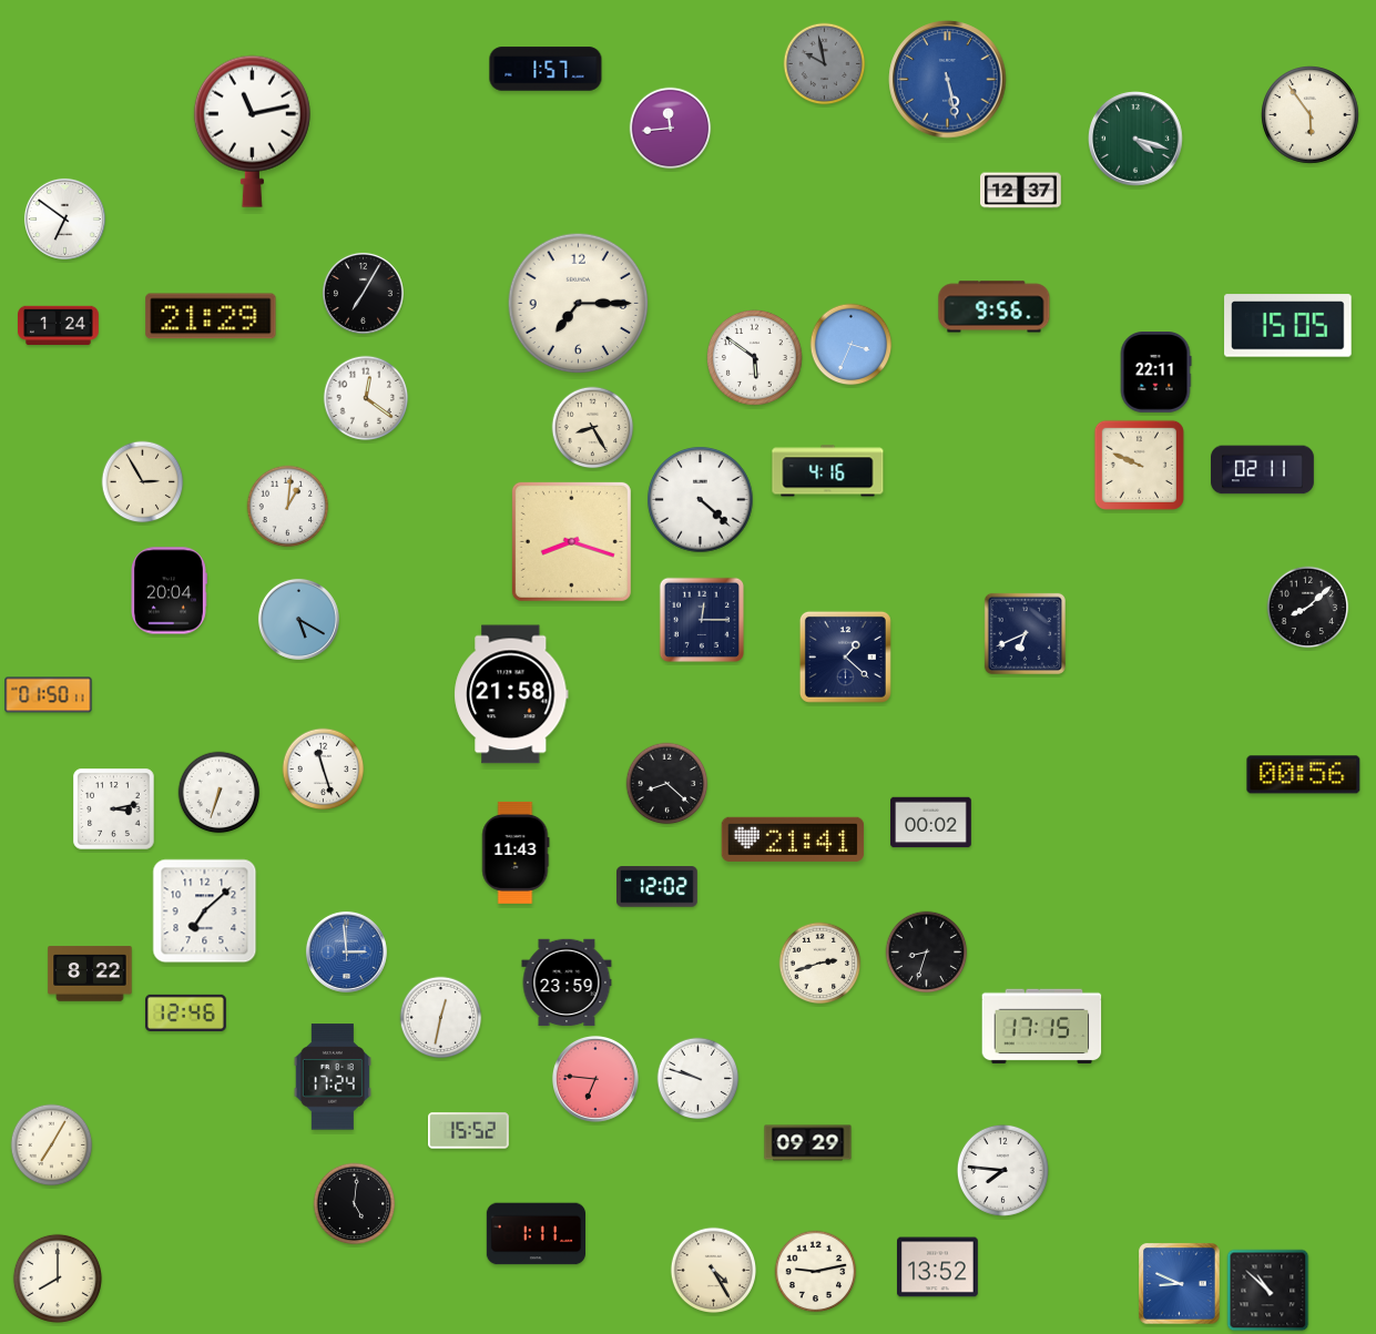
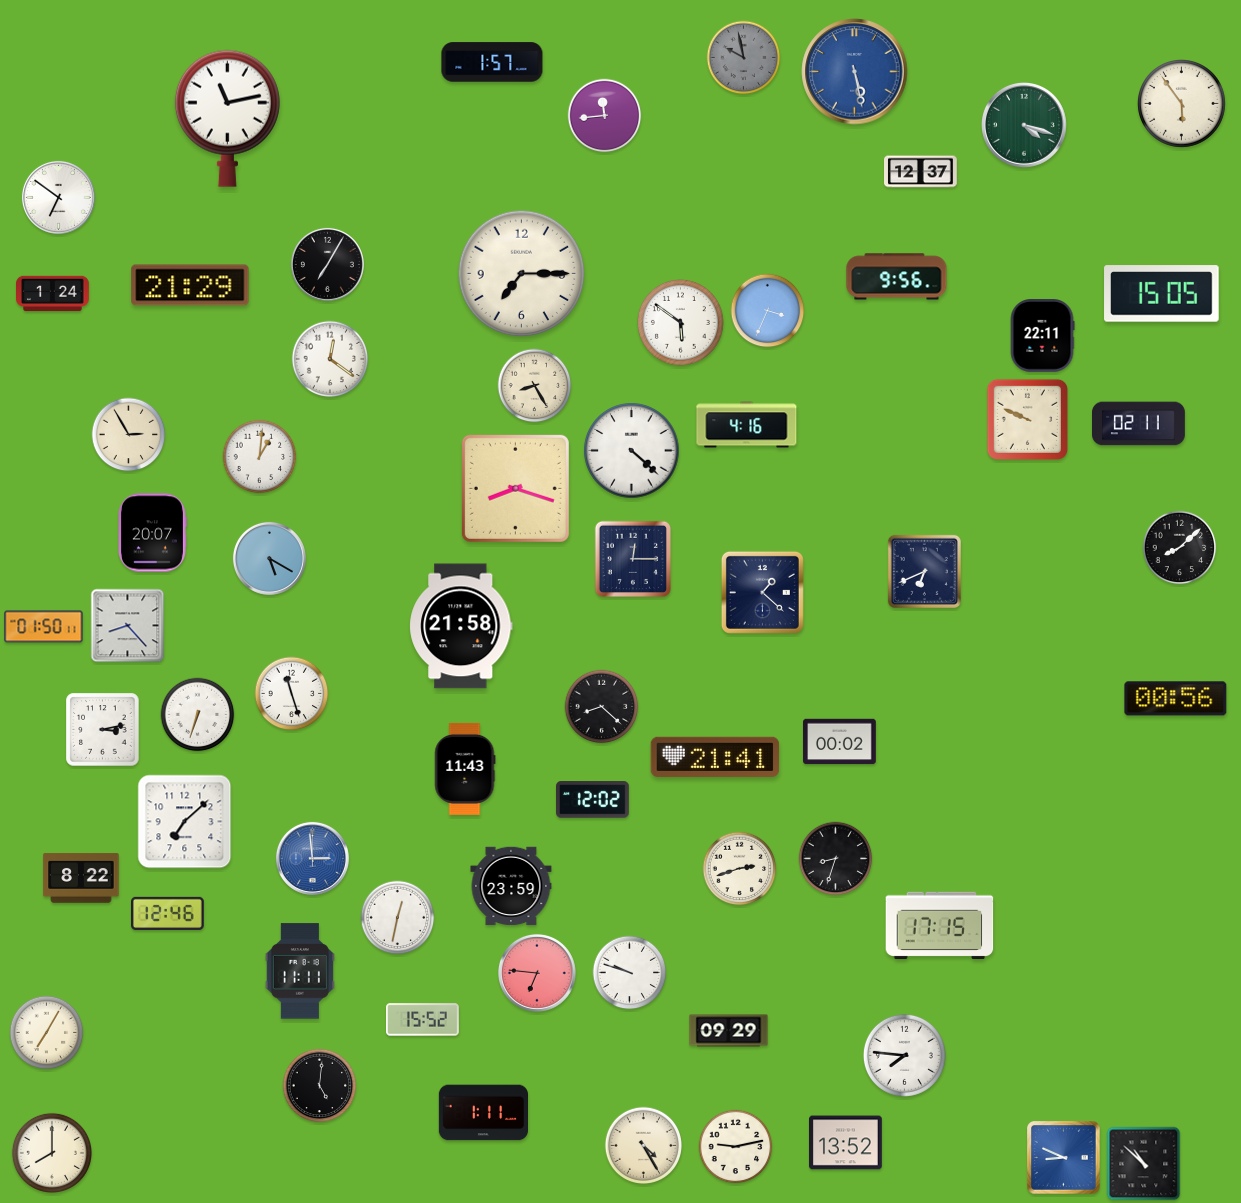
clock at (170, 591): 20:04 -> 20:07
clock at (128, 626): none -> 8:23
clock at (333, 1077): 17:24 -> 11:11
